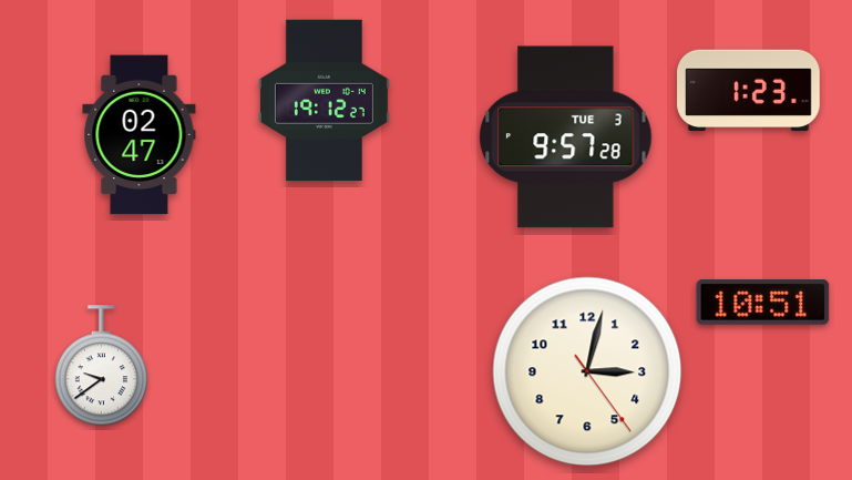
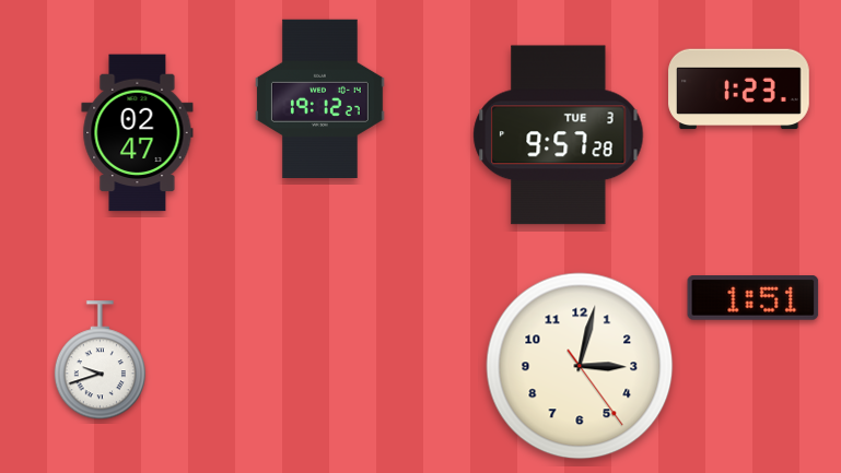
clock at (763, 303): 10:51 -> 1:51
clock at (101, 366): 9:39 -> 9:42
